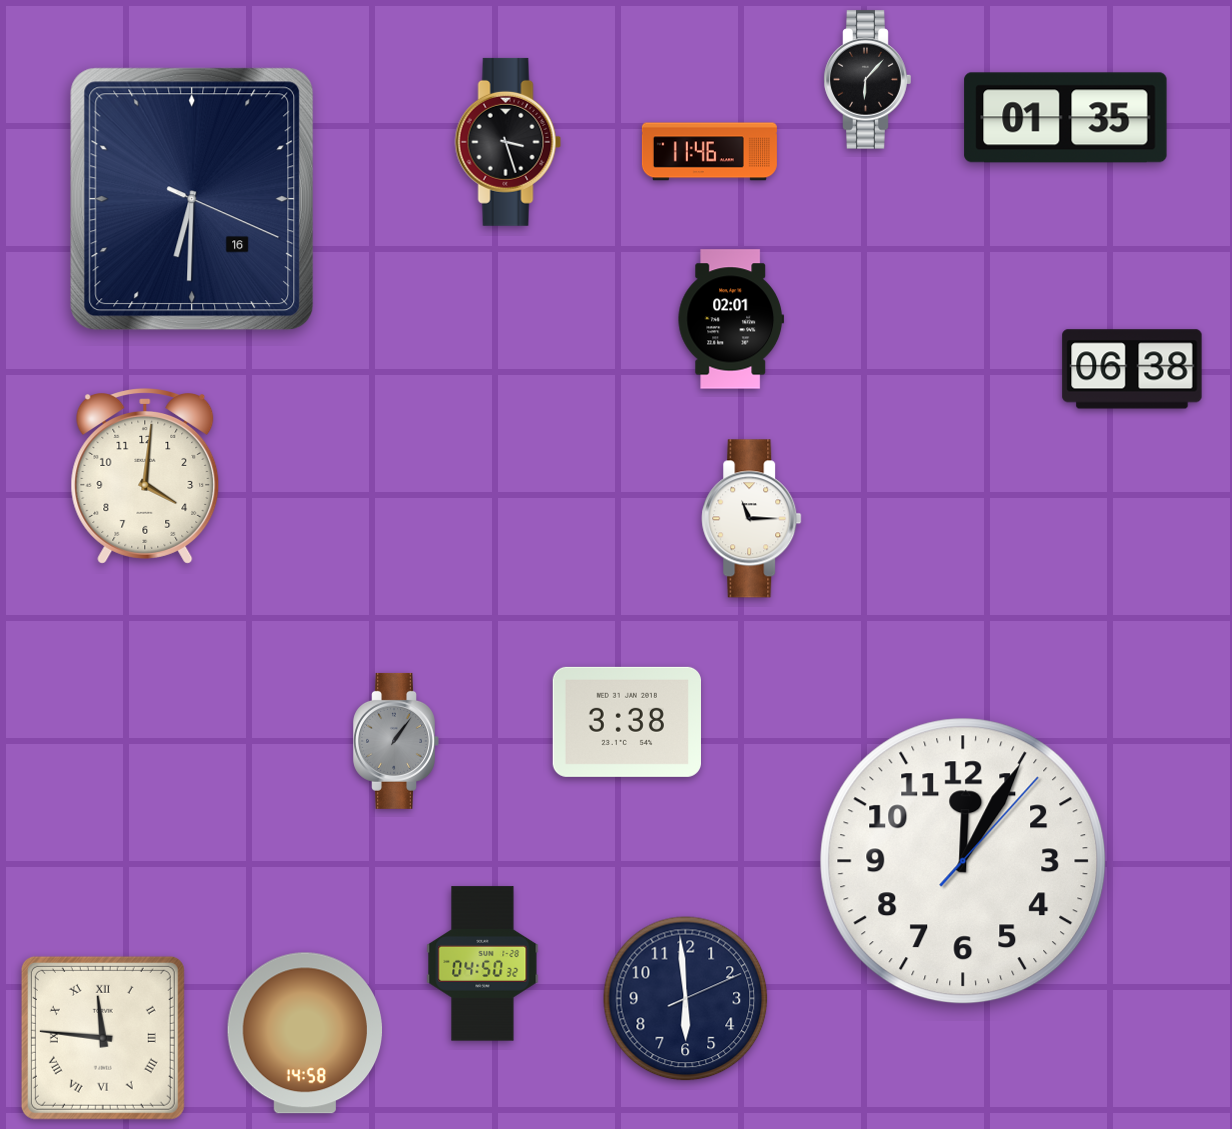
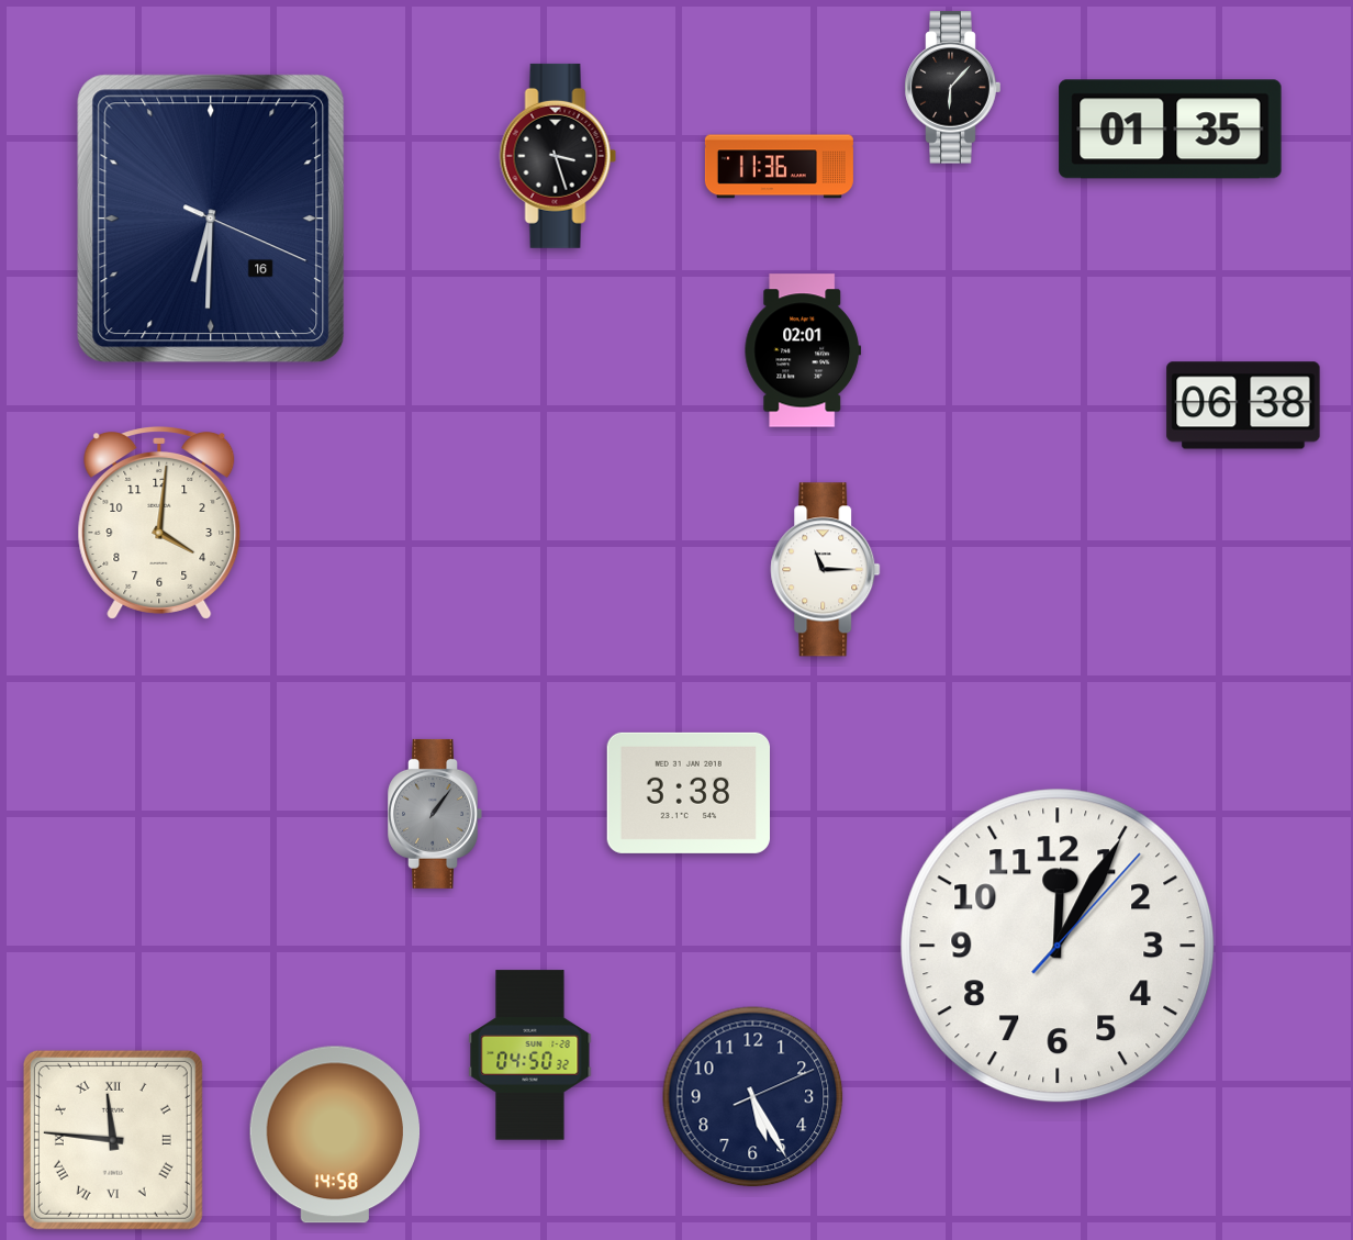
clock at (709, 152): 11:46 -> 11:36
clock at (483, 964) position: (483, 964) -> (530, 1055)
clock at (686, 999): 5:59 -> 5:25
